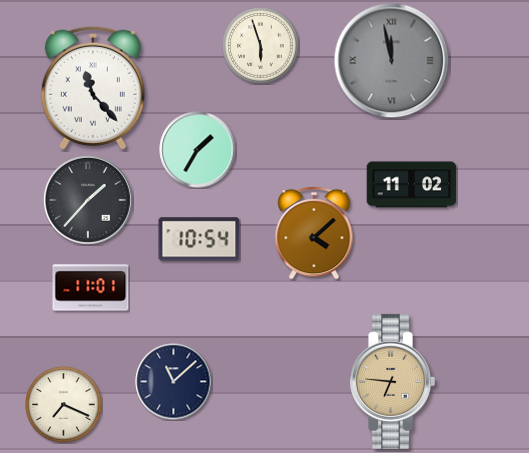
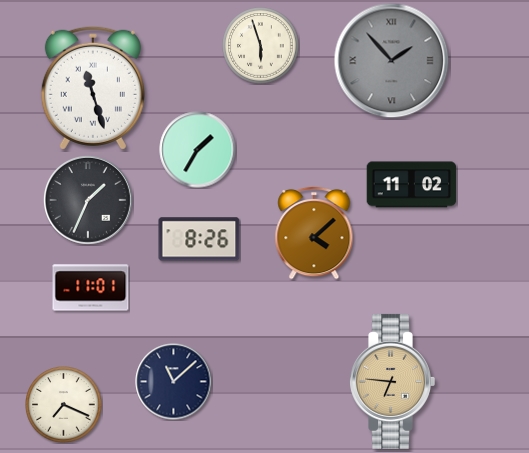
clock at (392, 61): 11:58 -> 1:53
clock at (93, 88): 11:23 -> 11:27
clock at (88, 200): 1:37 -> 1:34
clock at (199, 239): 10:54 -> 8:26
